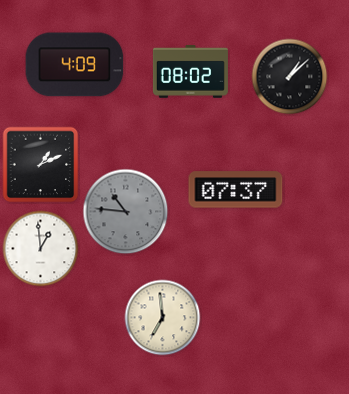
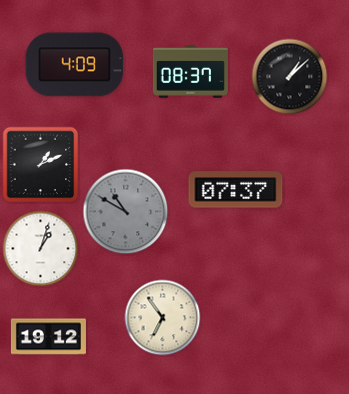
clock at (190, 72): 08:02 -> 08:37
clock at (126, 212): 10:46 -> 10:50
clock at (41, 249): 12:59 -> 1:03
clock at (163, 318): 6:59 -> 6:54
clock at (48, 337): none -> 19:12
